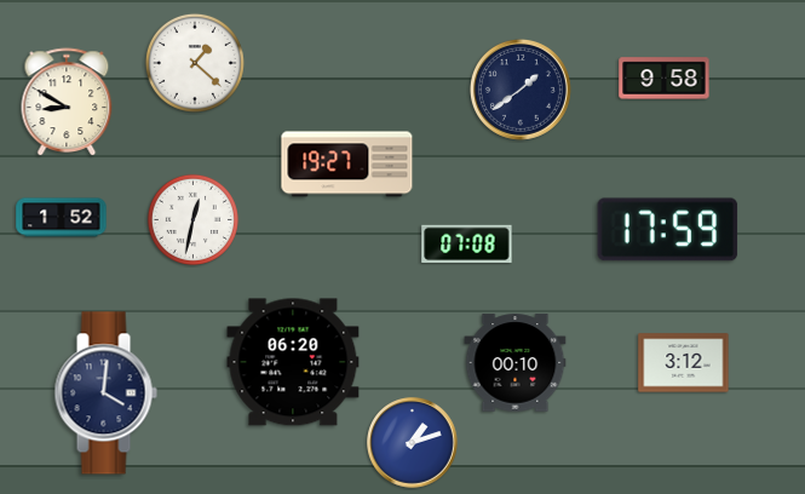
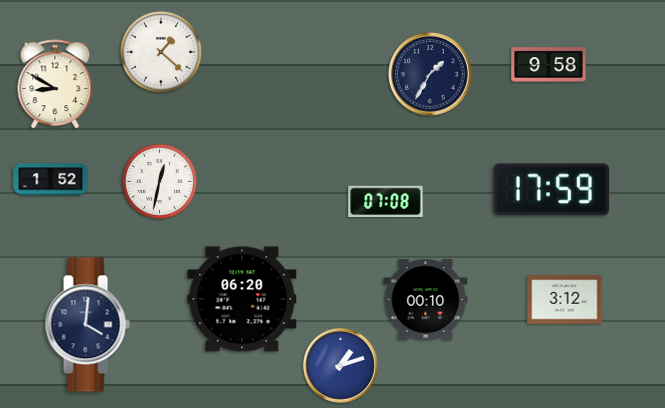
clock at (521, 90): 1:39 -> 1:35
clock at (347, 165): 19:27 -> none
